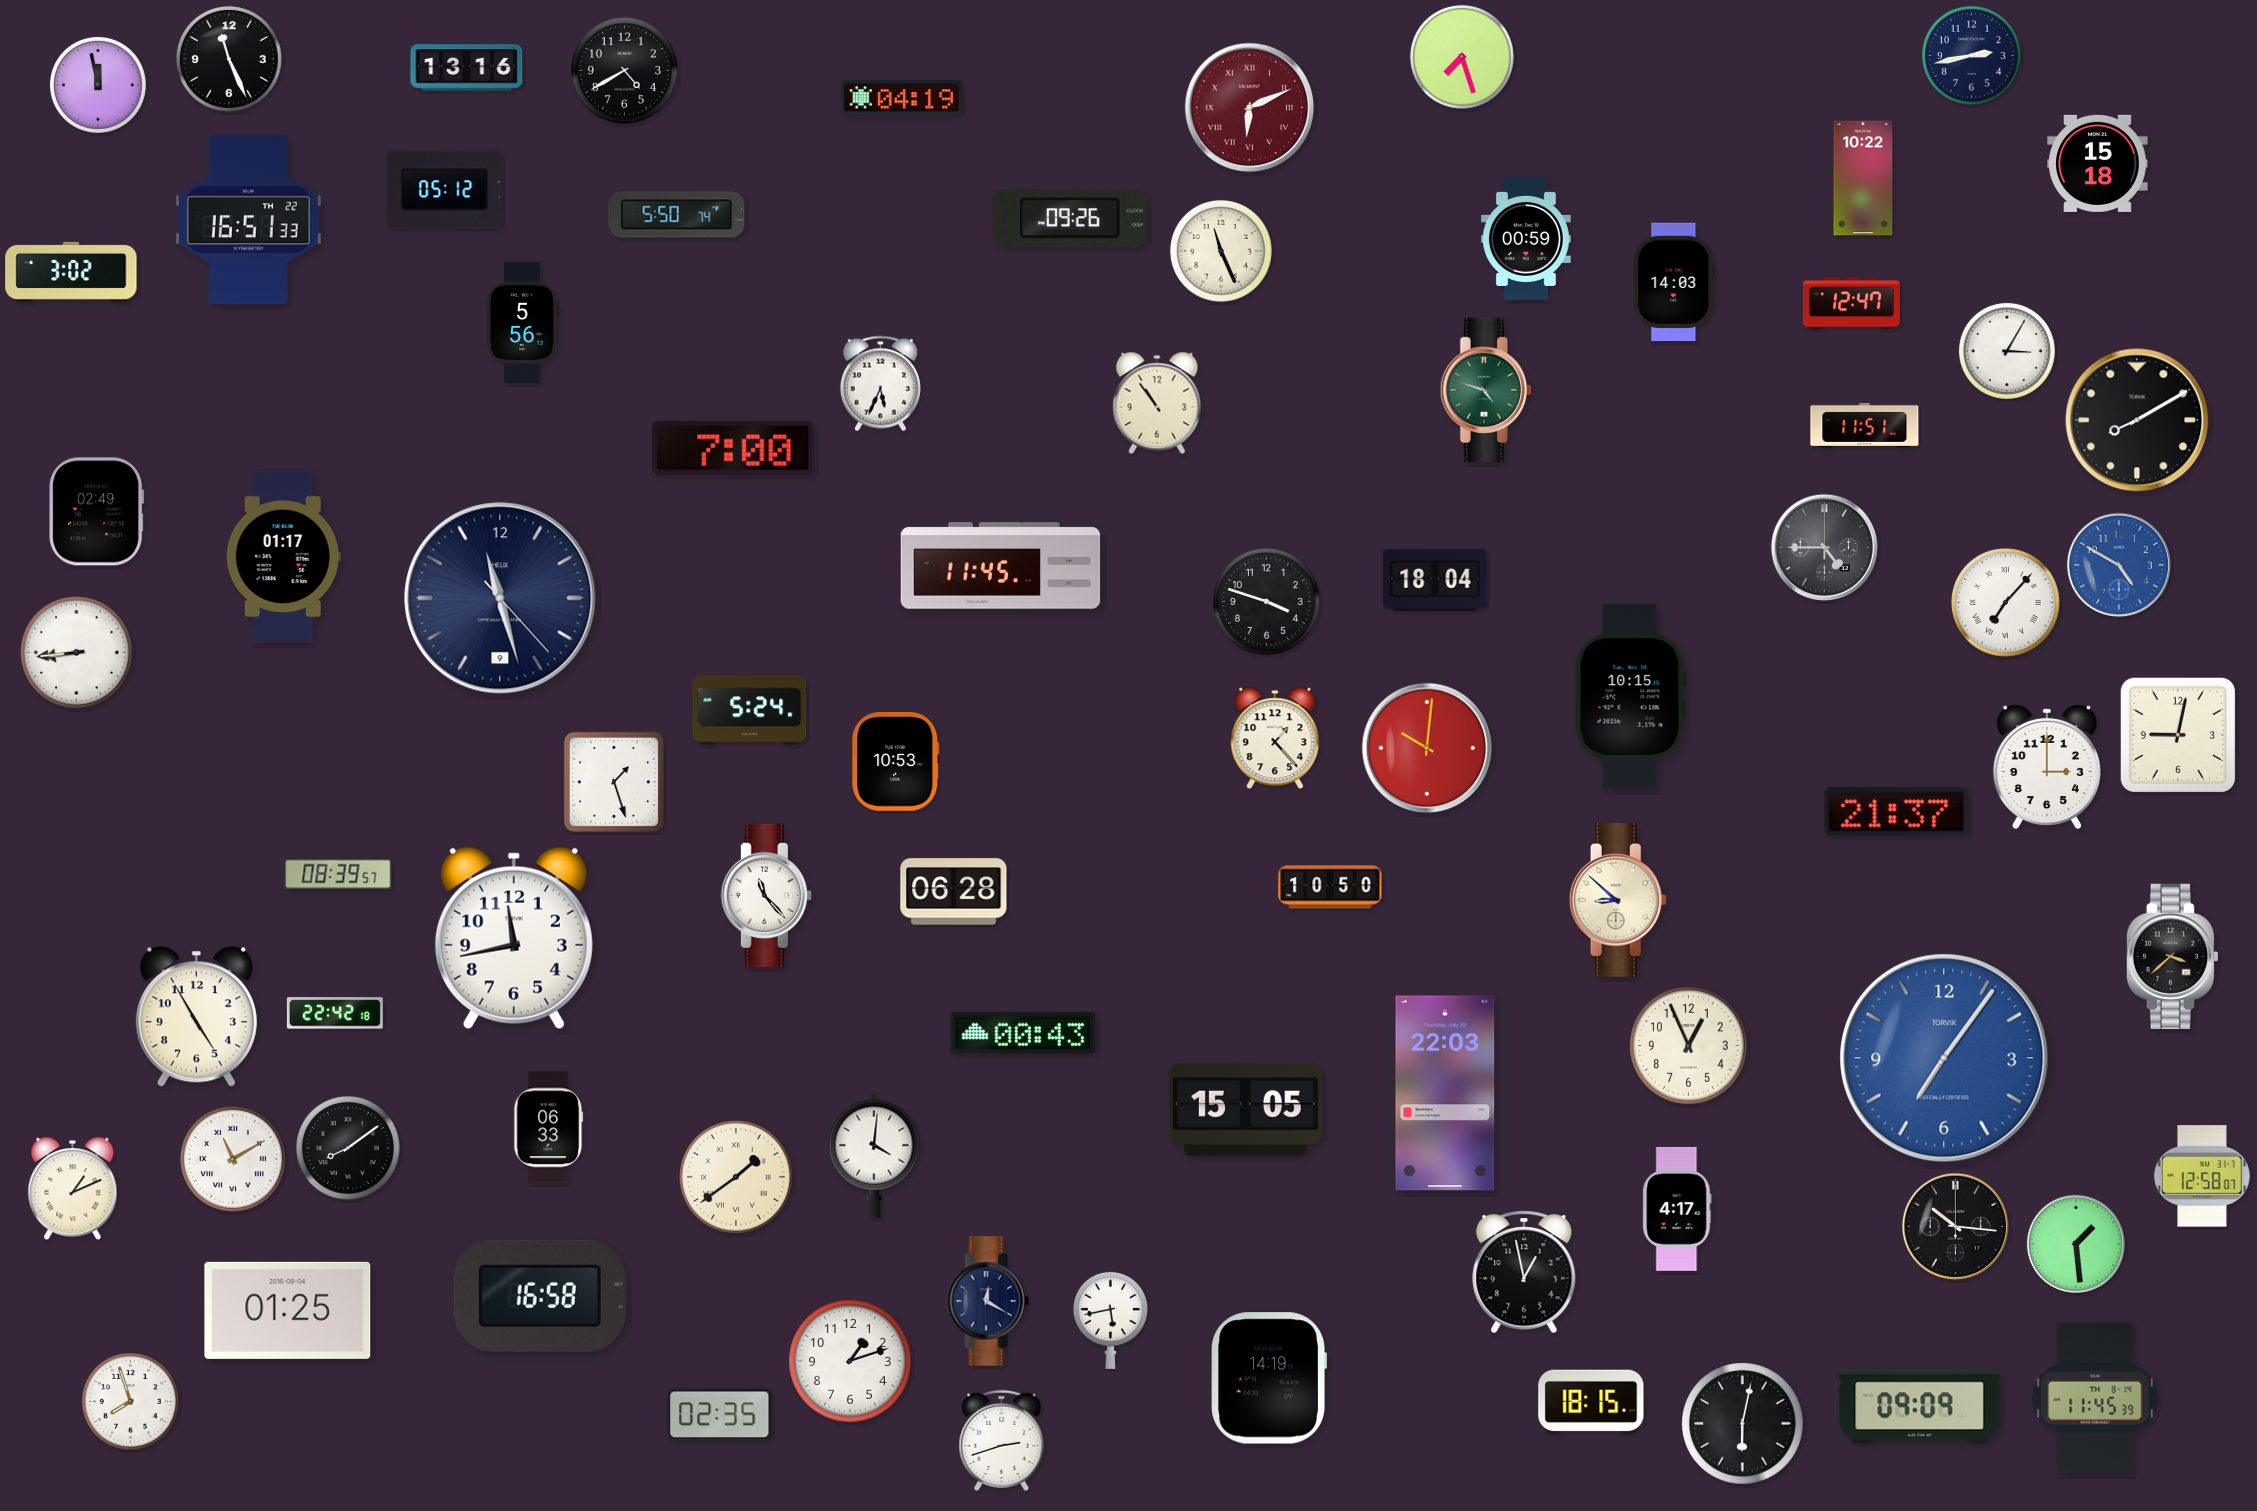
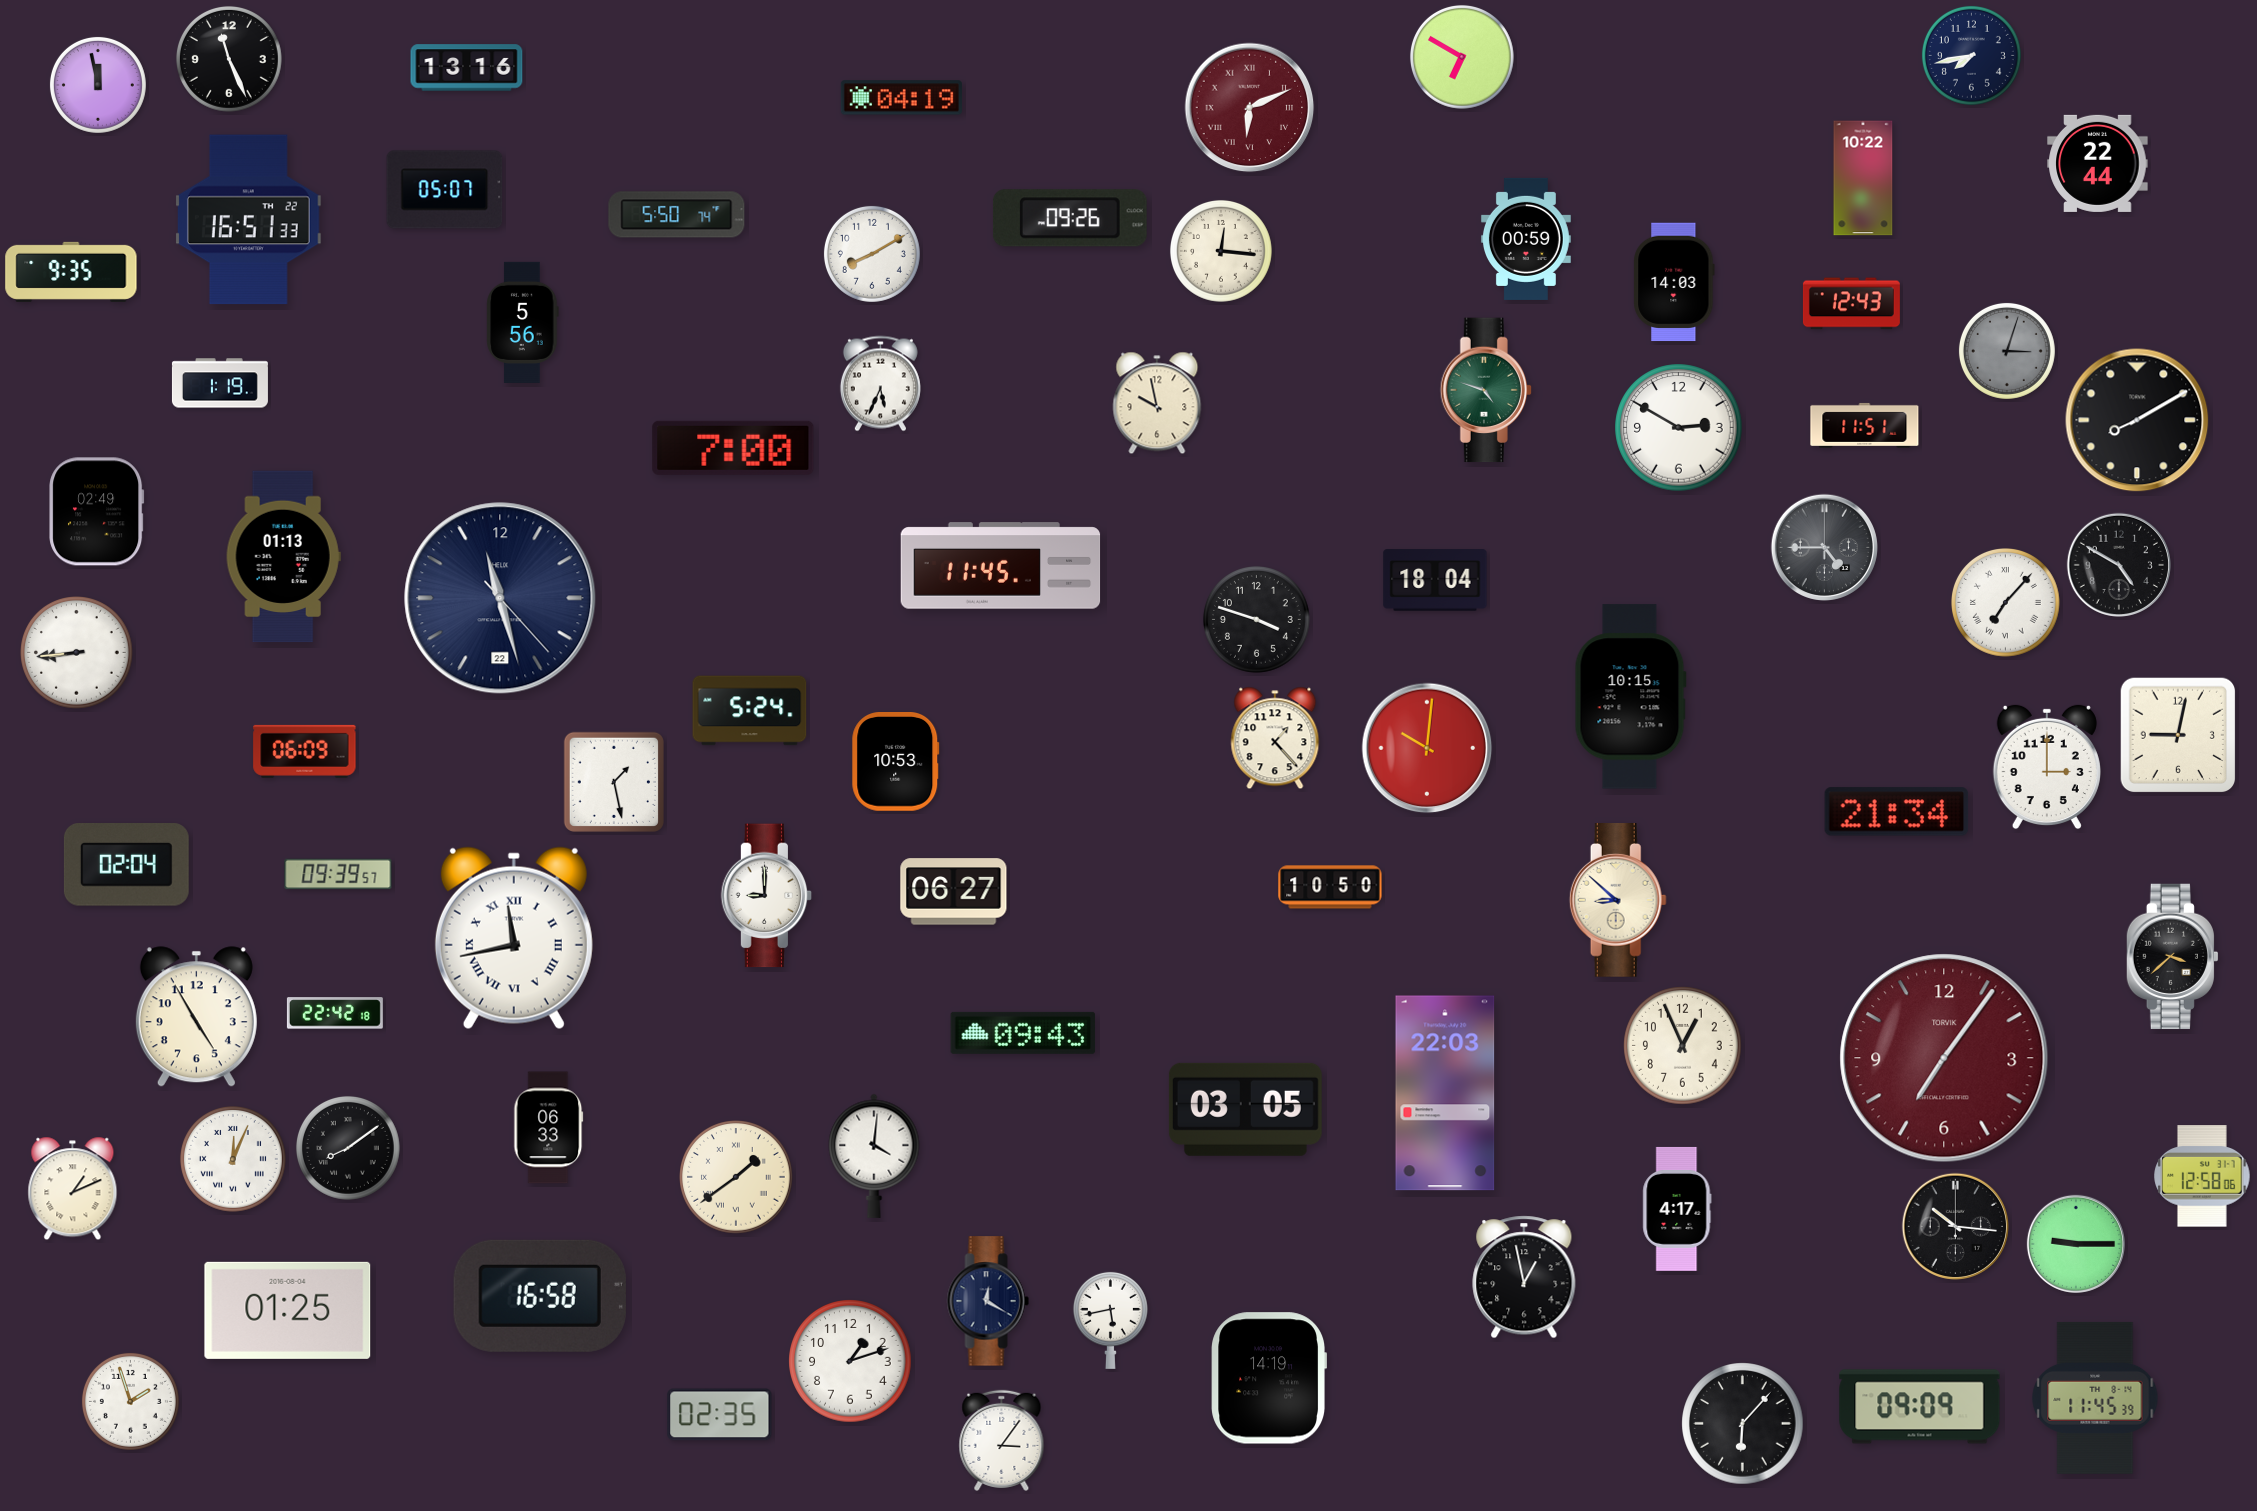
clock at (1971, 55): 2:43 -> 7:43
clock at (1462, 57): 7:27 -> 6:50
clock at (624, 70): 4:40 -> none
clock at (2098, 163): 15:18 -> 22:44
clock at (445, 190): 05:12 -> 05:07
clock at (1221, 251): 11:26 -> 12:16
clock at (872, 254): none -> 8:10
clock at (71, 272): 3:02 -> 9:35
clock at (1851, 304): 12:47 -> 12:43
clock at (2007, 351): 3:05 -> 3:03
clock at (2007, 351) dial: white -> grey
clock at (220, 383): none -> 1:19
clock at (1157, 403): 10:54 -> 9:58
clock at (1679, 428): none -> 2:50
clock at (283, 557): 01:17 -> 01:13
clock at (2119, 565) dial: blue -> black
clock at (500, 598) date: 9 -> 22
clock at (1266, 601) position: (1266, 601) -> (1256, 619)
clock at (305, 751): none -> 06:09
clock at (614, 782): 1:27 -> 1:28
clock at (1897, 812): 21:37 -> 21:34
clock at (126, 865): none -> 02:04
clock at (338, 874): 08:39 -> 09:39
clock at (954, 892): 06:28 -> 06:27
clock at (767, 896): 11:23 -> 9:00
clock at (514, 938) numerals: Arabic -> Roman
clock at (1023, 1033): 00:43 -> 09:43
clock at (1689, 1046) position: (1689, 1046) -> (1683, 1046)
clock at (1944, 1058) dial: blue -> burgundy
clock at (1245, 1109): 15:05 -> 03:05
clock at (233, 1159): 11:10 -> 12:04
clock at (2202, 1176): 12:58:07 -> 12:58:06
clock at (2076, 1244): 1:29 -> 9:15
clock at (1524, 1272) position: (1524, 1272) -> (1524, 1277)
clock at (130, 1401): 7:57 -> 1:57
clock at (1591, 1402): 18:15 -> none
clock at (1743, 1424): 6:02 -> 6:07
clock at (1002, 1440): 2:42 -> 3:06
